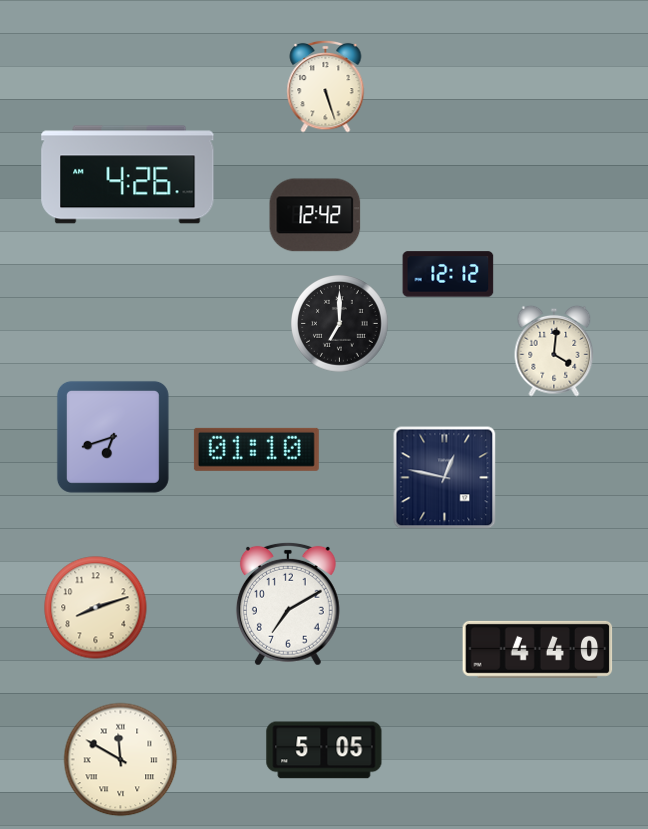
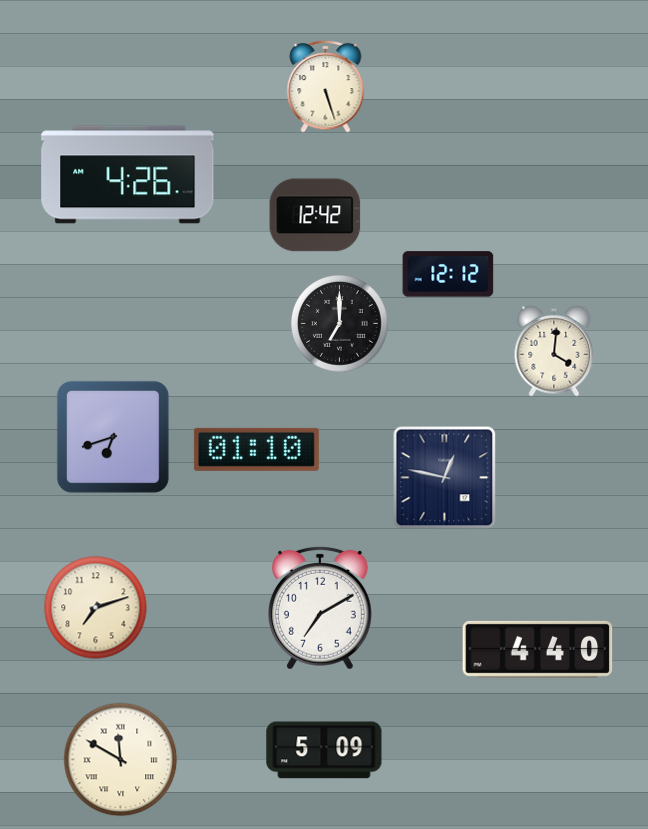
clock at (288, 604) position: (288, 604) -> (320, 608)
clock at (96, 608): 8:12 -> 7:12
clock at (324, 750): 5:05 -> 5:09
